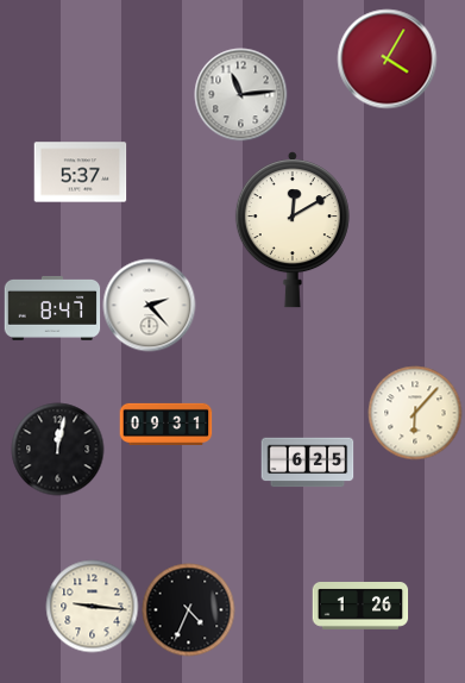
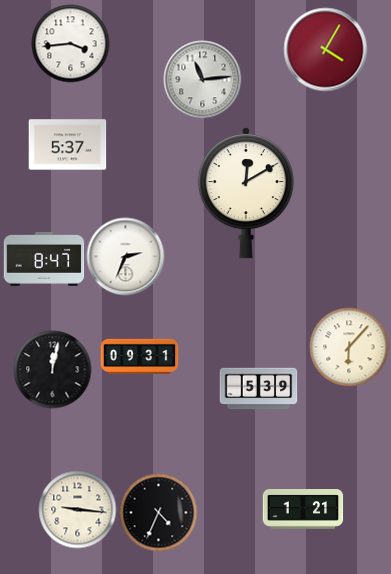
clock at (70, 43): none -> 3:44
clock at (149, 305): 2:23 -> 2:34
clock at (57, 449) position: (57, 449) -> (52, 369)
clock at (307, 463): 6:25 -> 5:39
clock at (360, 607): 1:26 -> 1:21
